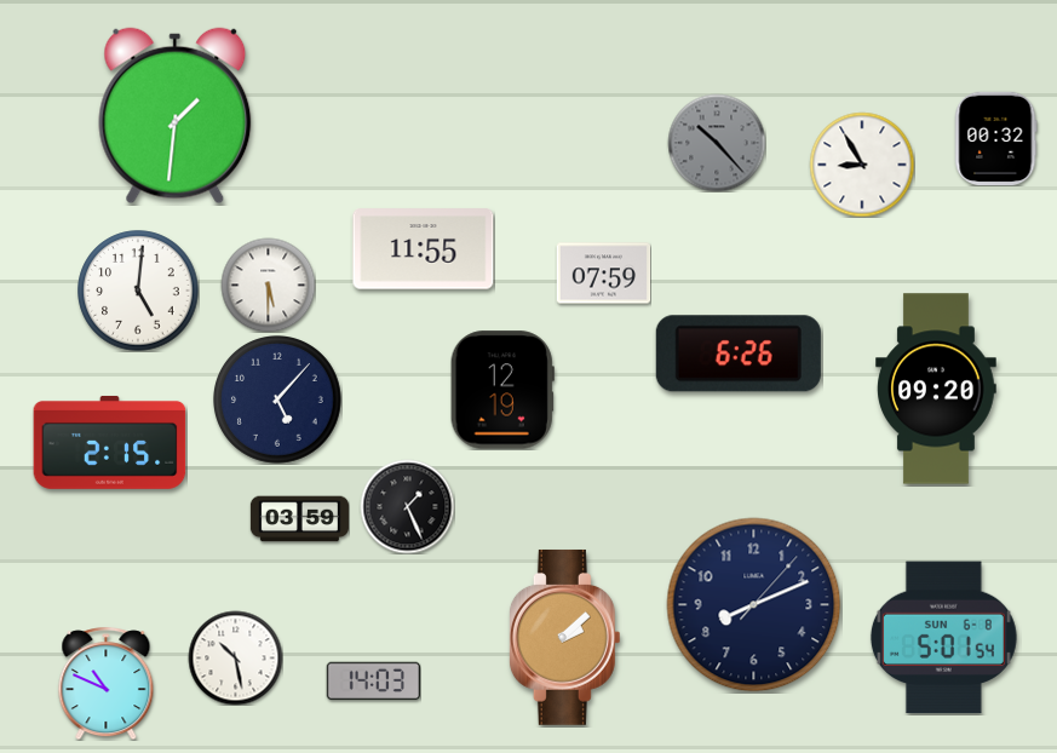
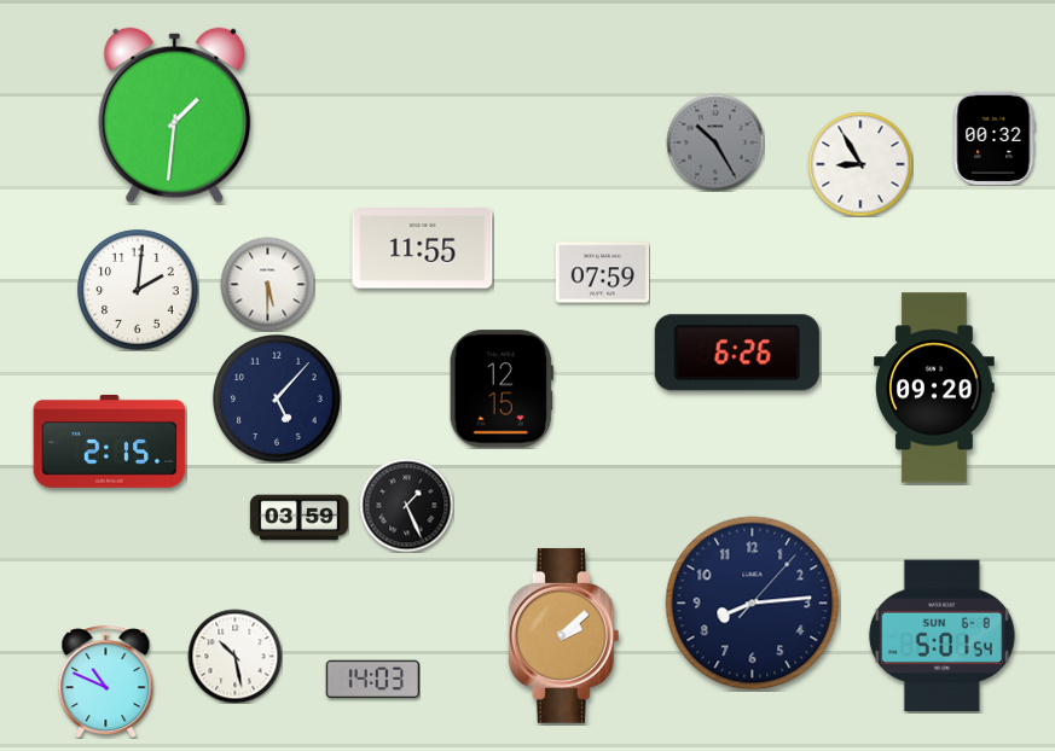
clock at (717, 143): 10:23 -> 10:25
clock at (138, 291): 5:01 -> 2:01
clock at (502, 390): 12:19 -> 12:15
clock at (754, 605): 8:11 -> 8:14
